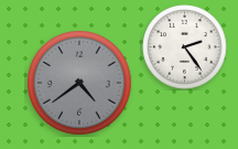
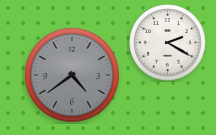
clock at (185, 47): 2:24 -> 2:20
